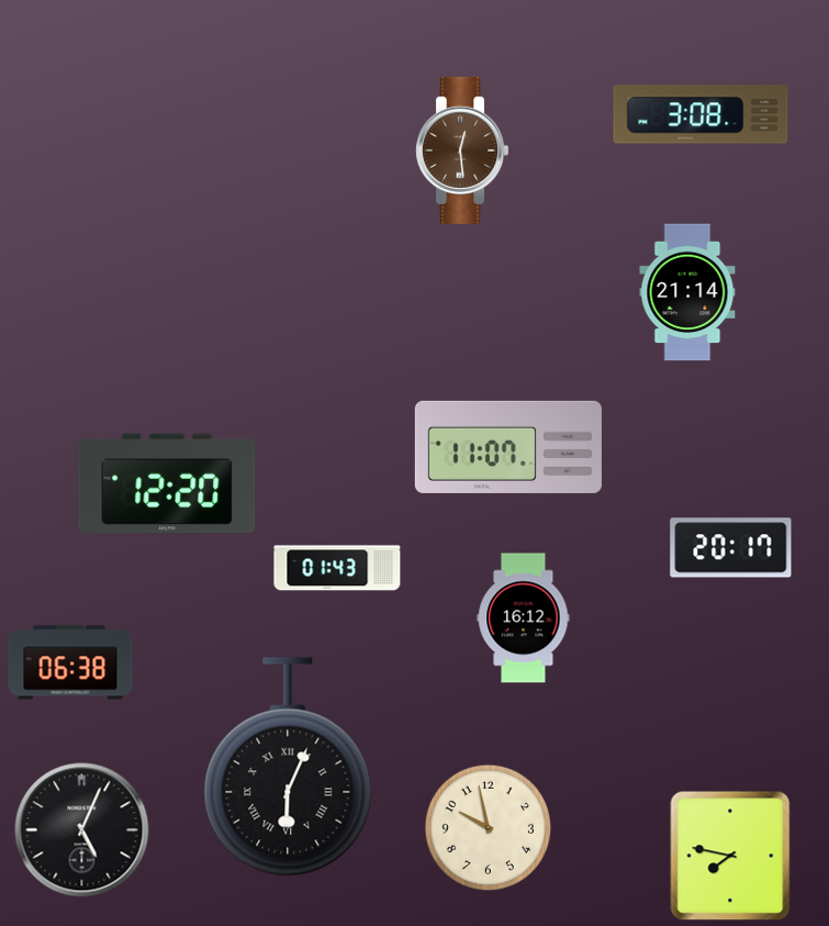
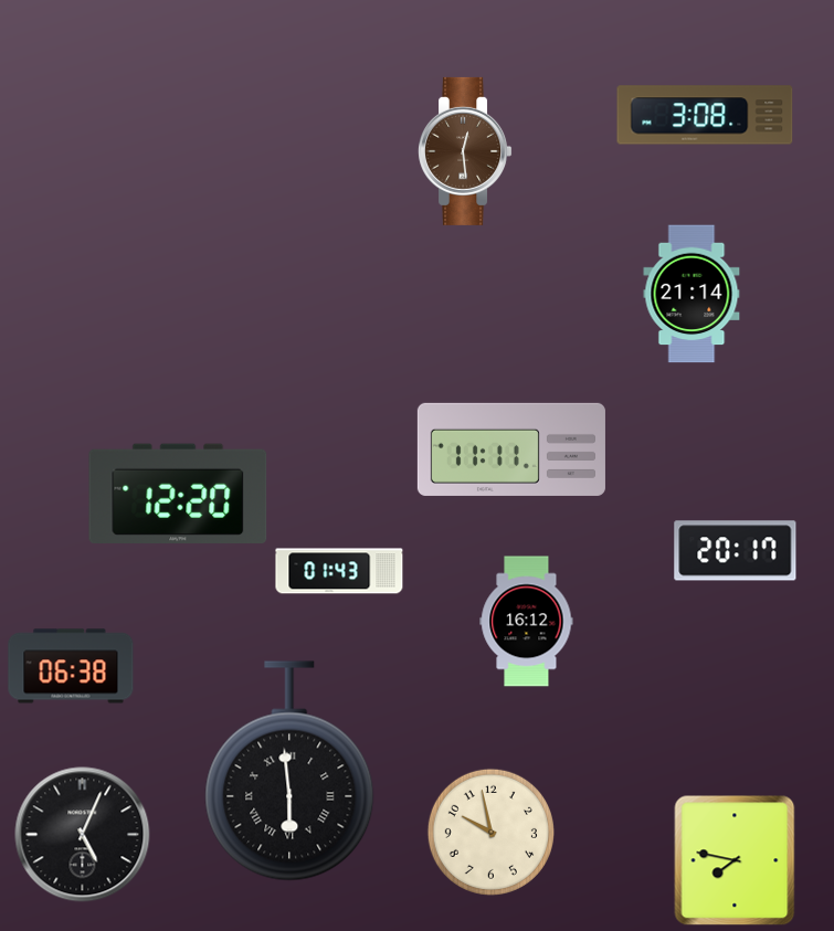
clock at (508, 447): 11:07 -> 11:11
clock at (167, 482) position: (167, 482) -> (178, 493)
clock at (288, 767): 6:04 -> 5:59
